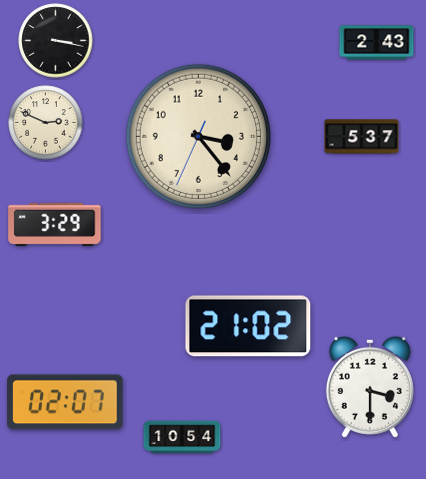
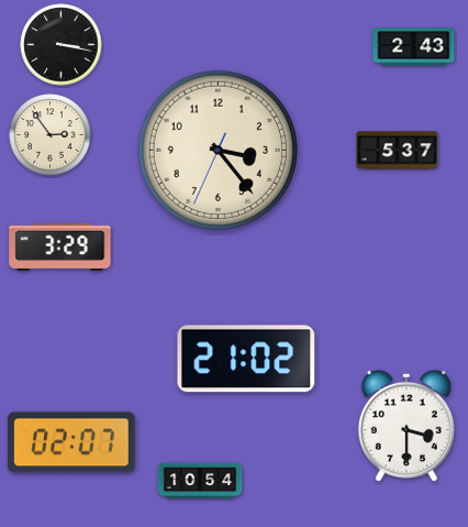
clock at (46, 123): 2:49 -> 2:54
clock at (248, 326) position: (248, 326) -> (246, 359)
